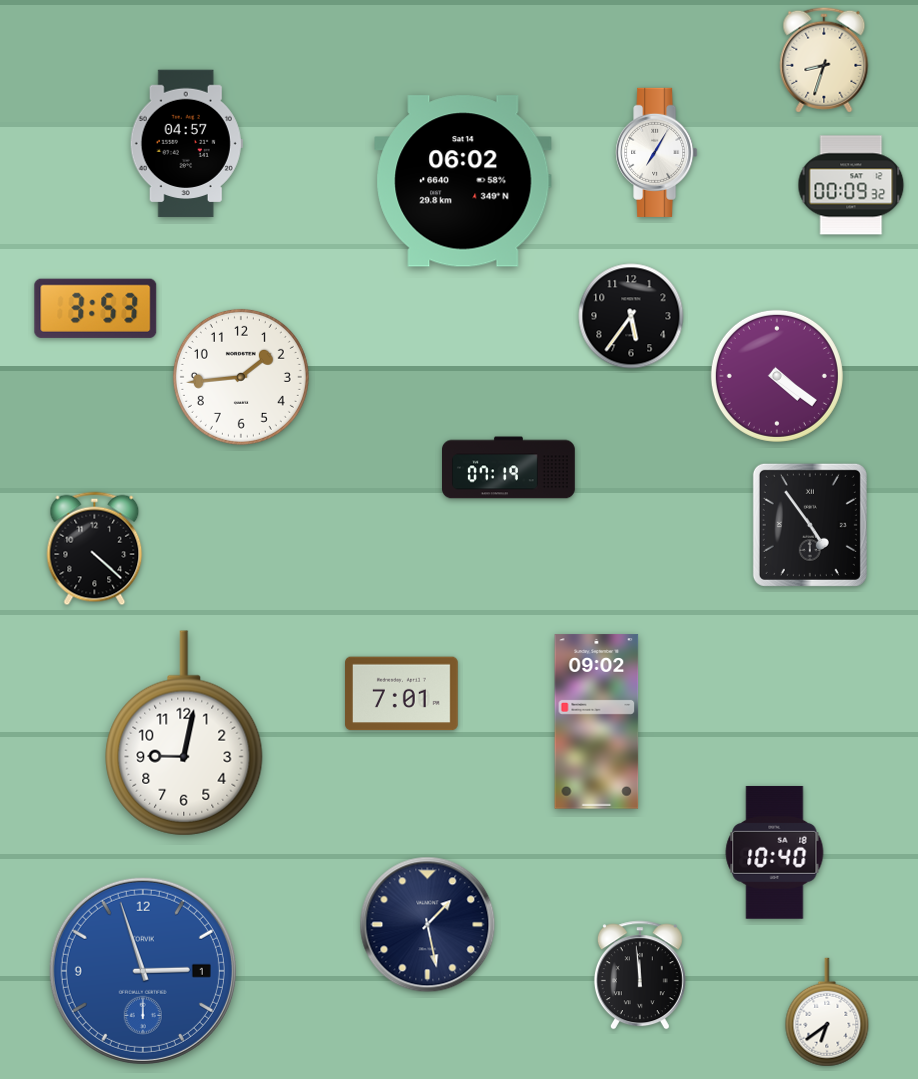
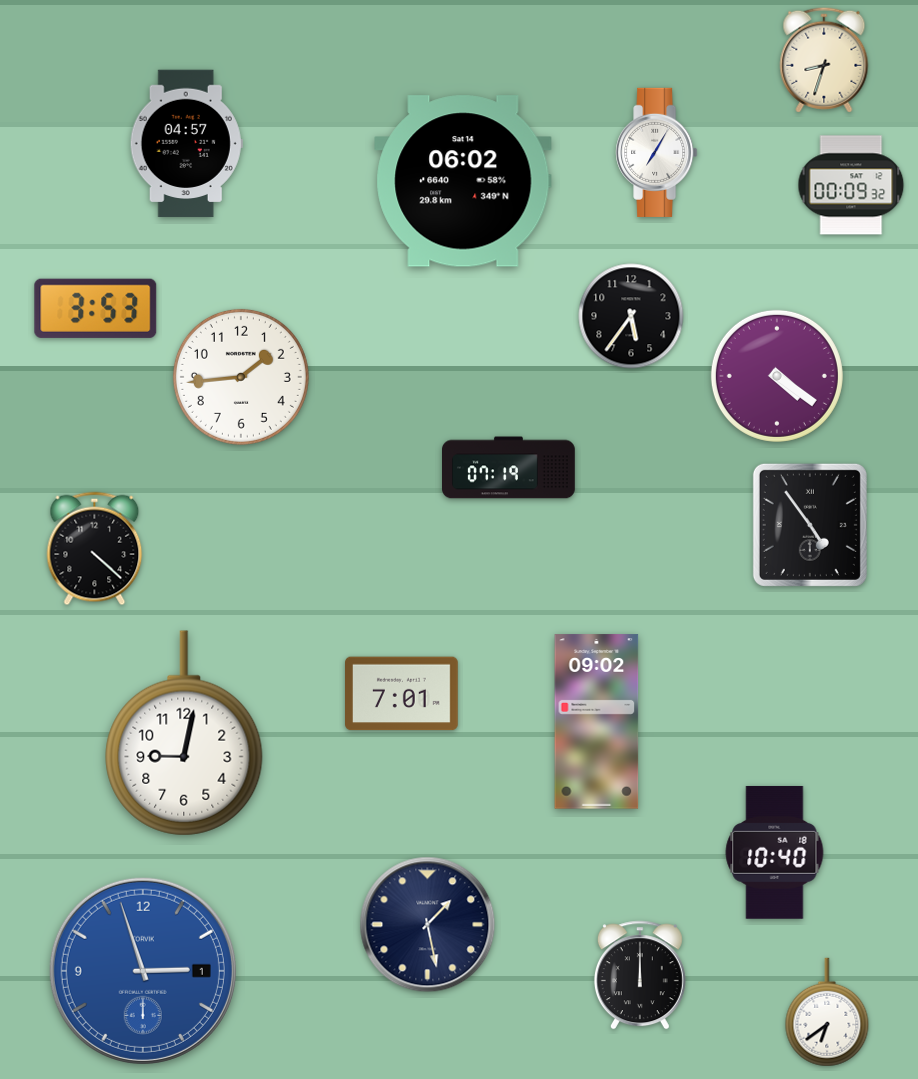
clock at (640, 975): 11:59 -> 12:00
